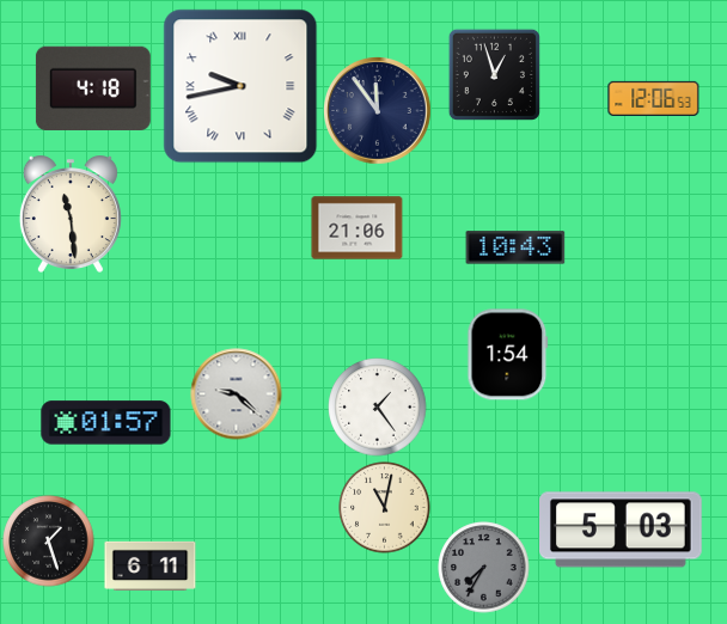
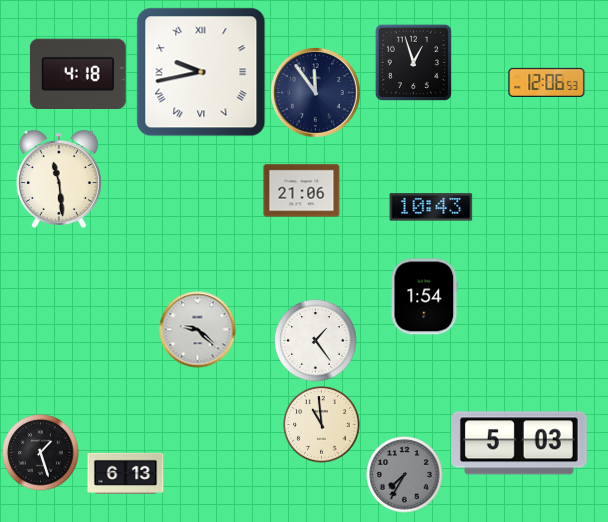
clock at (358, 228) position: (358, 228) -> (302, 191)
clock at (106, 423): 01:57 -> none
clock at (385, 508): 11:02 -> 10:59
clock at (151, 565): 6:11 -> 6:13
